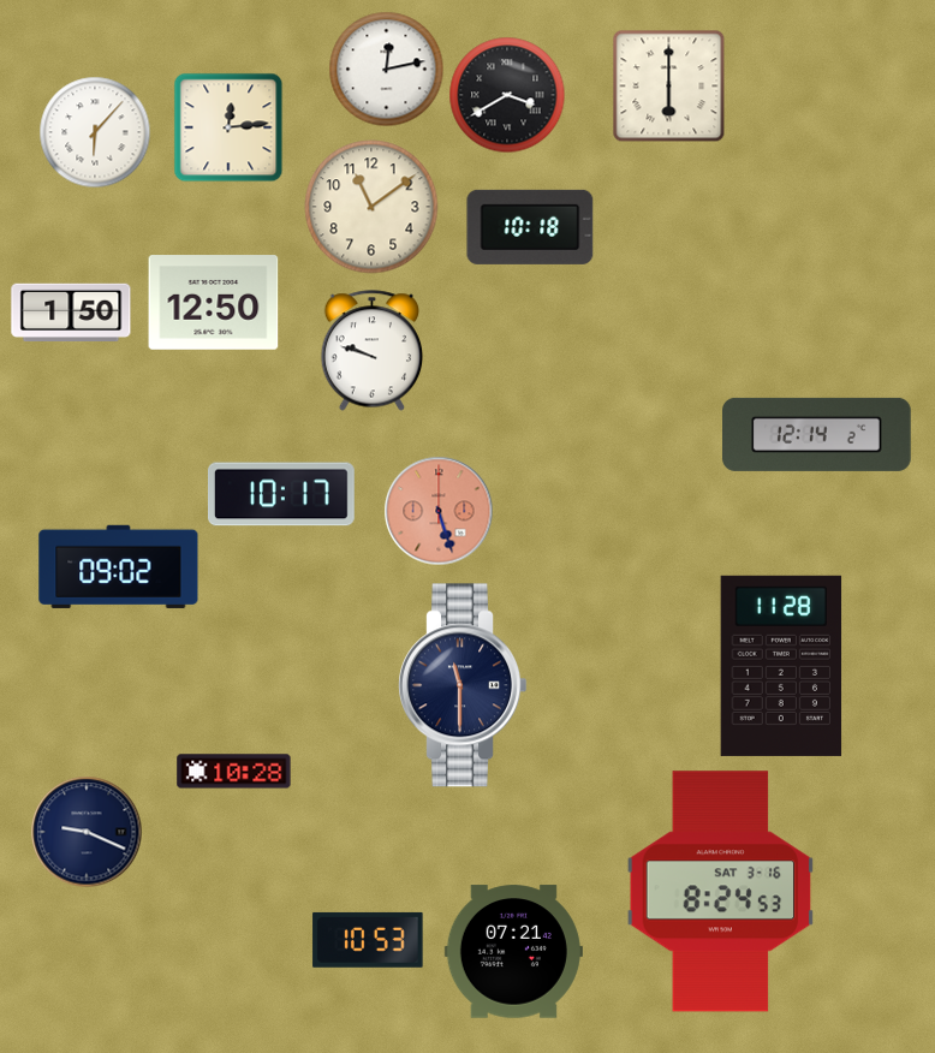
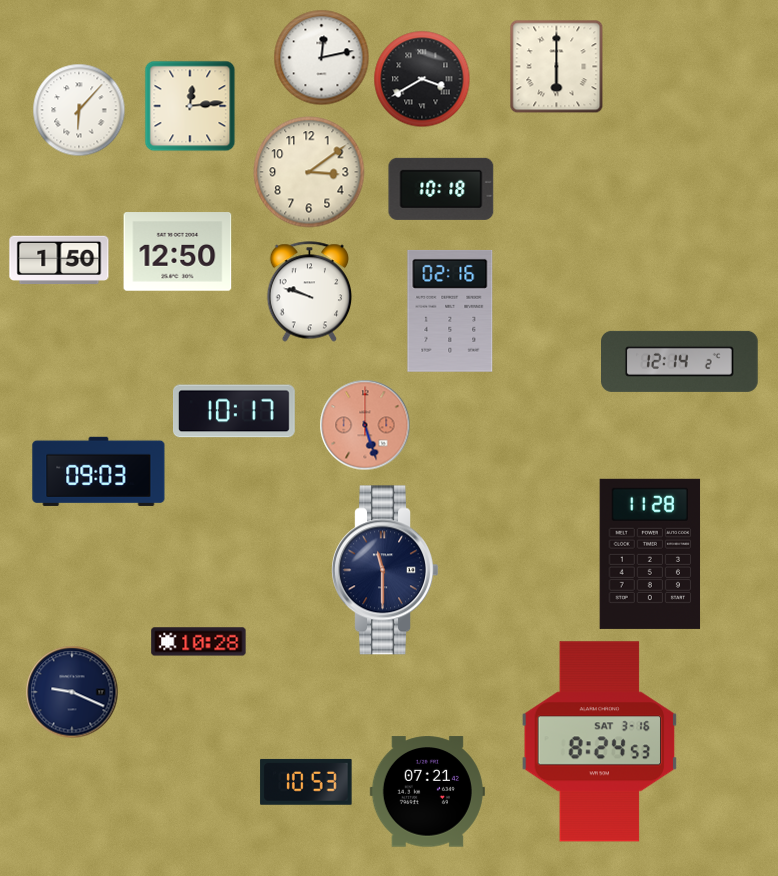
clock at (669, 87) position: (669, 87) -> (557, 67)
clock at (371, 207): 11:09 -> 3:09
clock at (450, 311): none -> 02:16
clock at (119, 566): 09:02 -> 09:03
clock at (234, 772) position: (234, 772) -> (199, 642)
